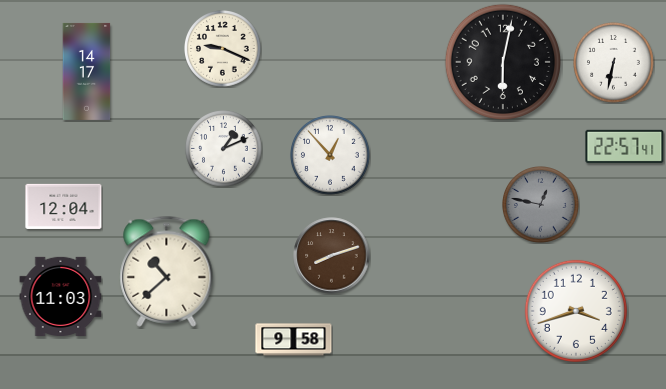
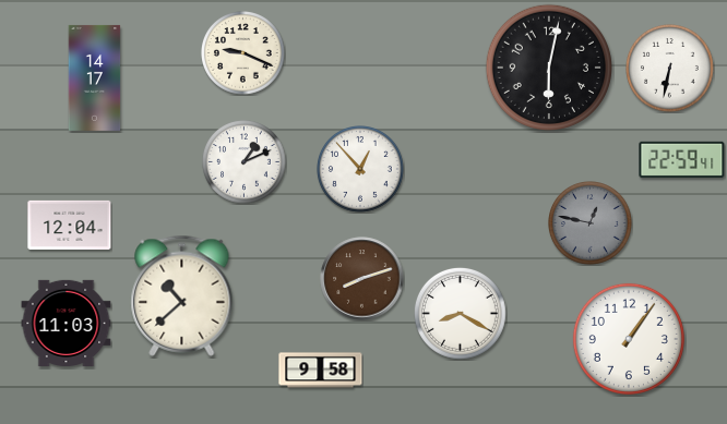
clock at (625, 146): 22:57 -> 22:59
clock at (460, 313): none -> 8:20
clock at (576, 311): 3:42 -> 1:06
